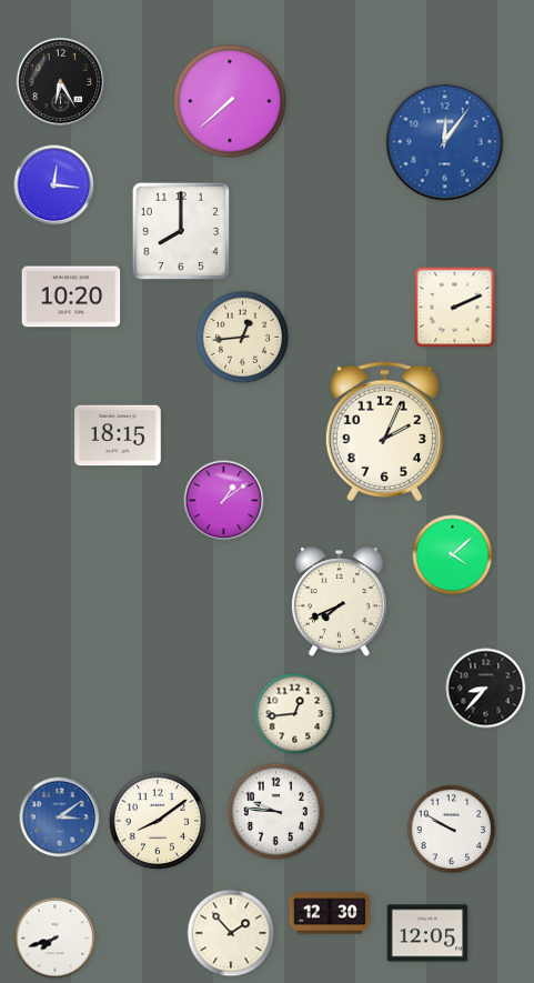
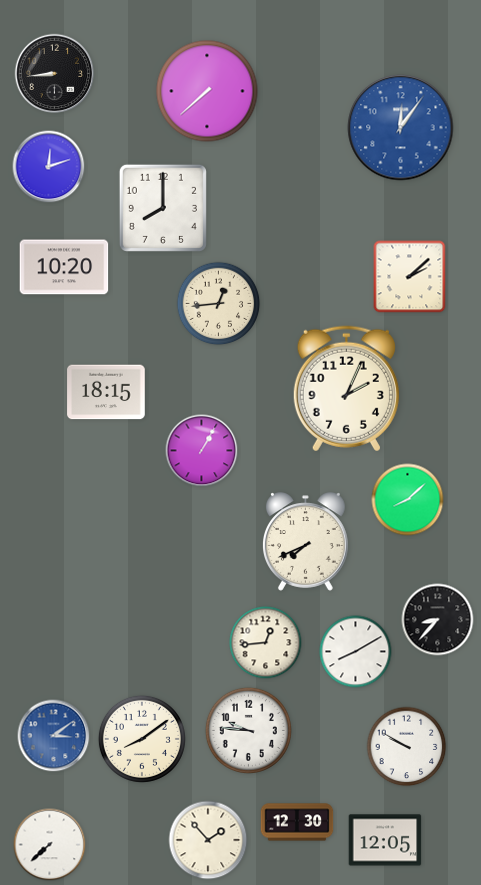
clock at (61, 82): 6:25 -> 8:44
clock at (54, 185): 12:16 -> 12:12
clock at (455, 308): 2:11 -> 2:08
clock at (224, 501): 1:09 -> 1:05
clock at (453, 555): 4:08 -> 8:08
clock at (356, 652): none -> 8:10
clock at (56, 939): 7:42 -> 7:38
